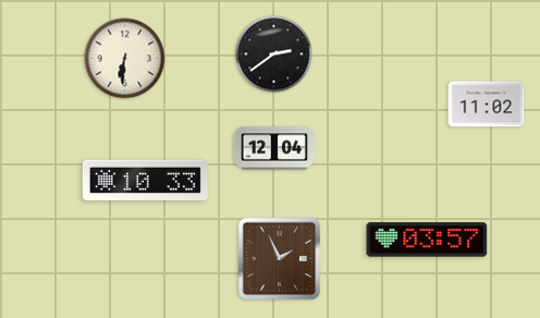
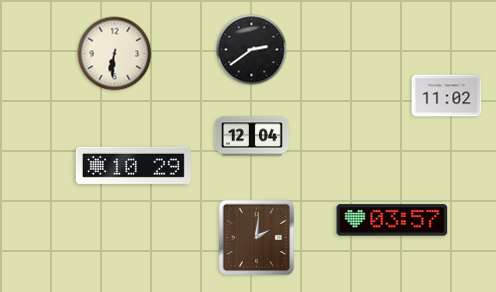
clock at (145, 180): 10:33 -> 10:29
clock at (280, 259): 1:56 -> 2:01
